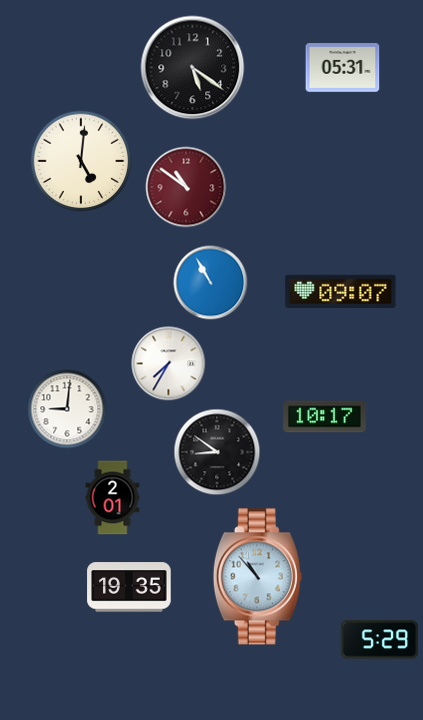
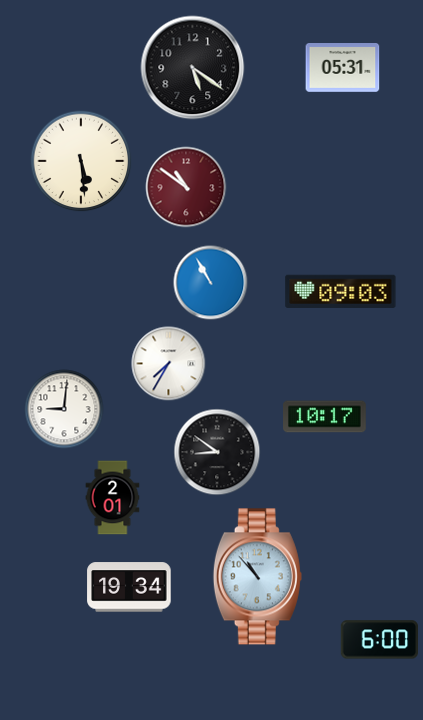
clock at (81, 161): 5:01 -> 5:29
clock at (341, 291): 09:07 -> 09:03
clock at (67, 409) position: (67, 409) -> (64, 409)
clock at (129, 587): 19:35 -> 19:34
clock at (379, 640): 5:29 -> 6:00
